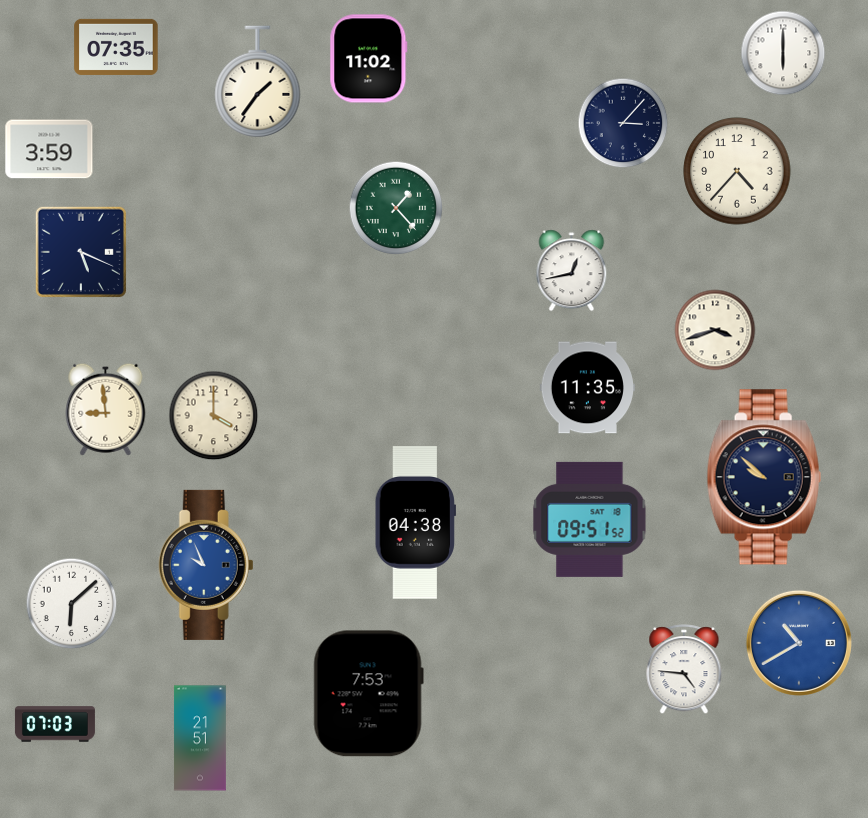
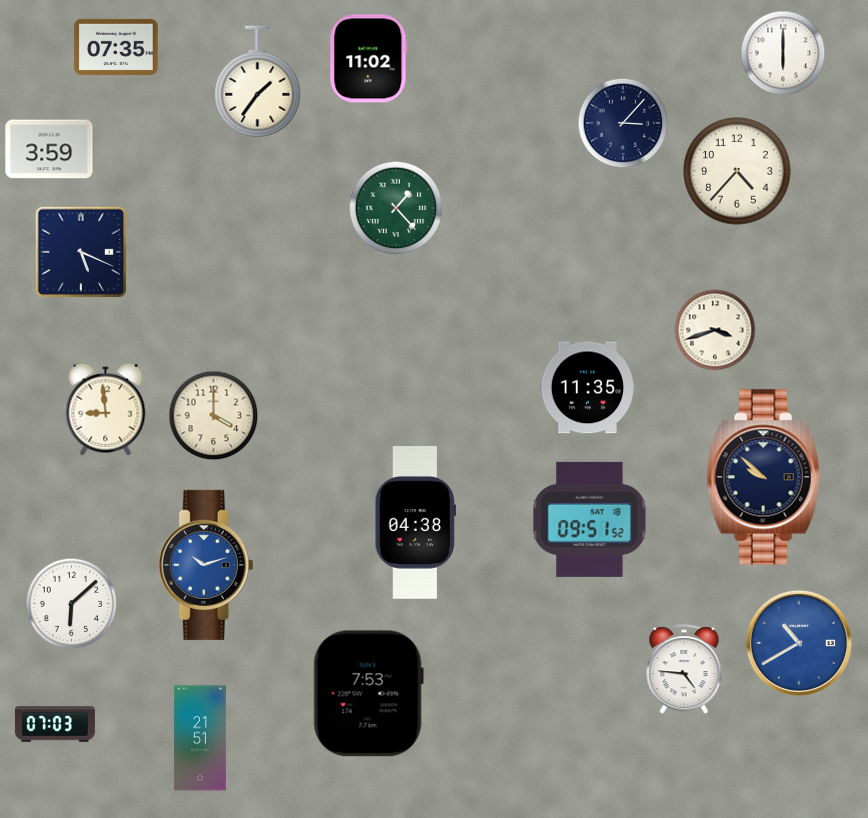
clock at (572, 271): 12:43 -> none
clock at (206, 565): 9:56 -> 10:12
